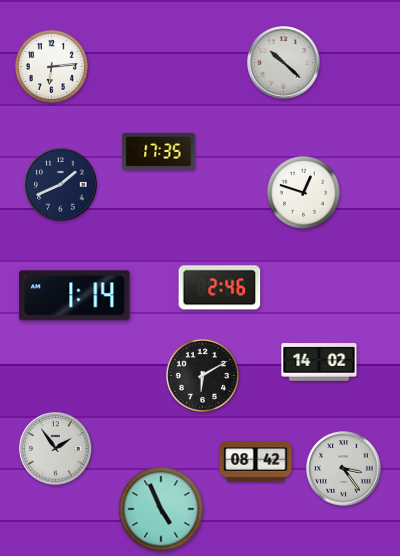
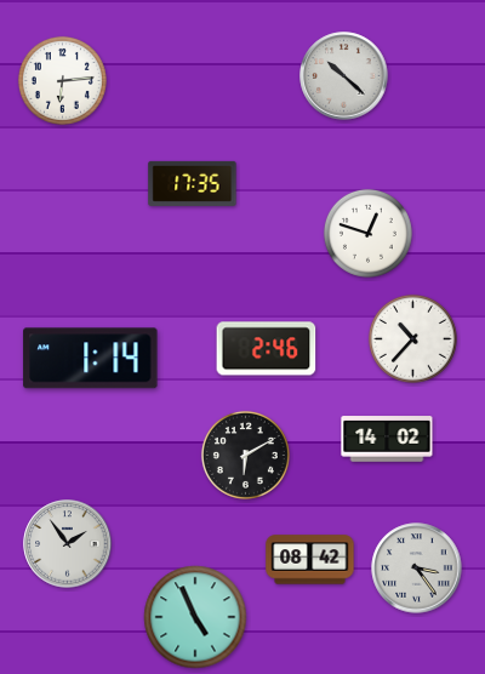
clock at (61, 185): 1:41 -> none
clock at (412, 338): none -> 10:37
